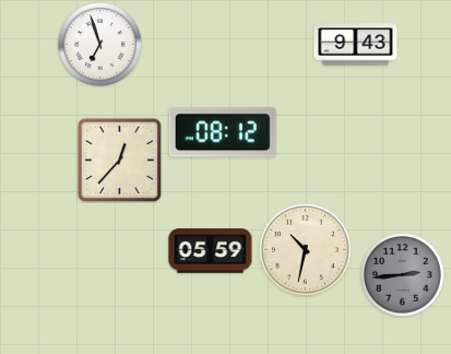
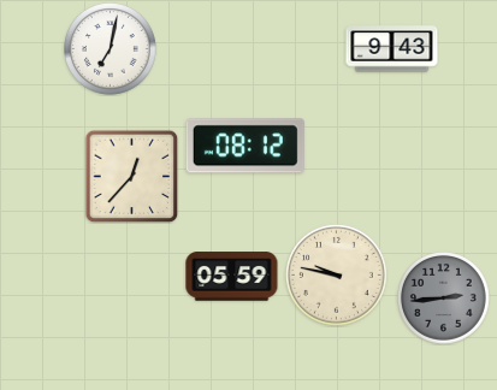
clock at (100, 45): 6:57 -> 7:02
clock at (305, 249): 10:32 -> 9:47
clock at (403, 275) position: (403, 275) -> (444, 299)
